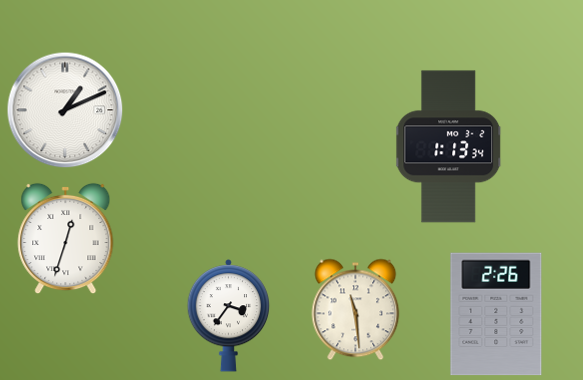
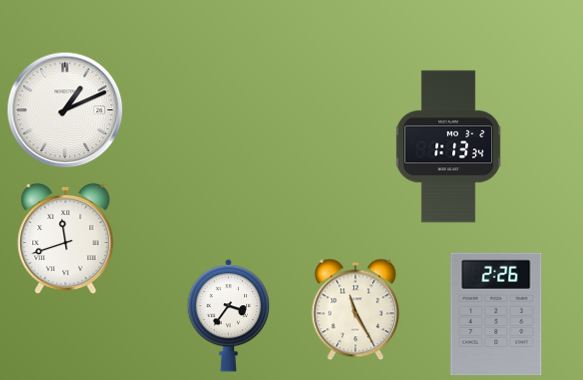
clock at (66, 239): 12:33 -> 11:42
clock at (356, 310): 11:29 -> 11:25
